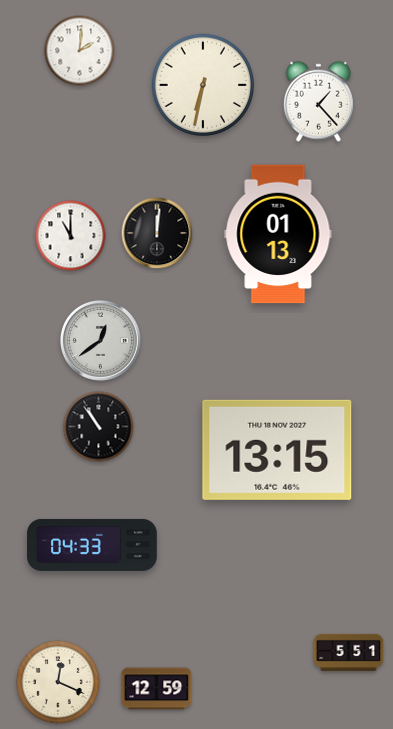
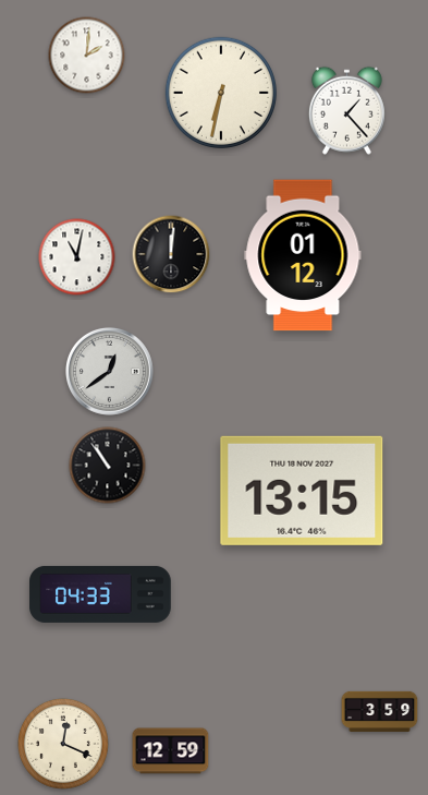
clock at (278, 234): 01:13 -> 01:12
clock at (71, 236): 11:00 -> 11:02
clock at (349, 652): 5:51 -> 3:59
